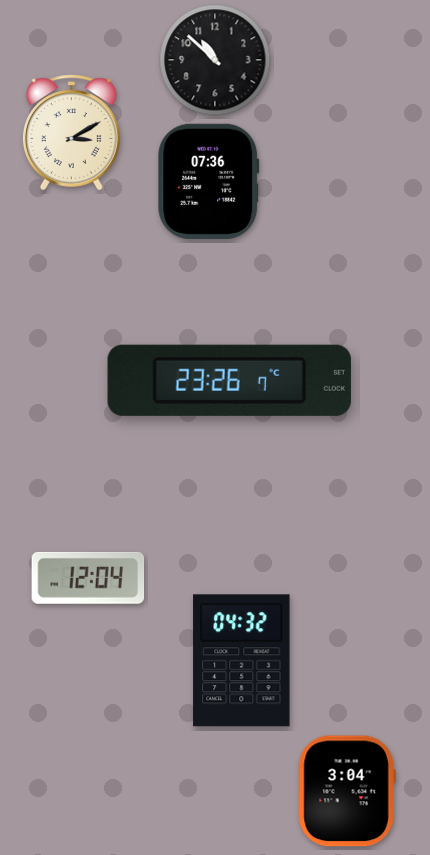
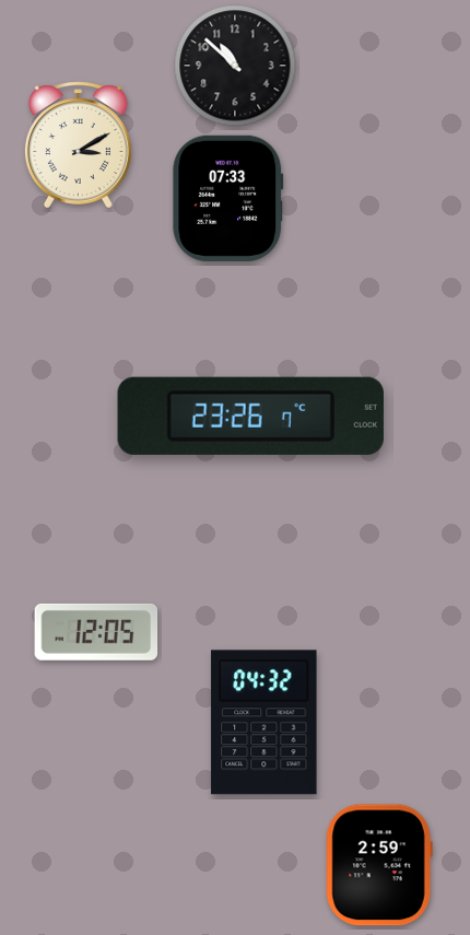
clock at (209, 181): 07:36 -> 07:33
clock at (88, 578): 12:04 -> 12:05
clock at (347, 791): 3:04 -> 2:59
